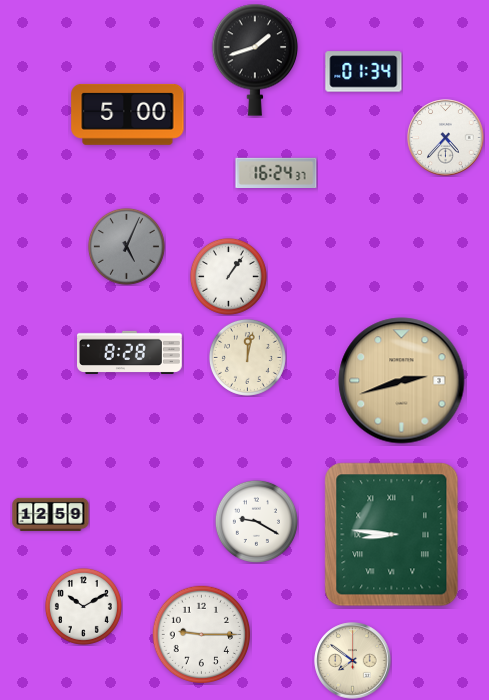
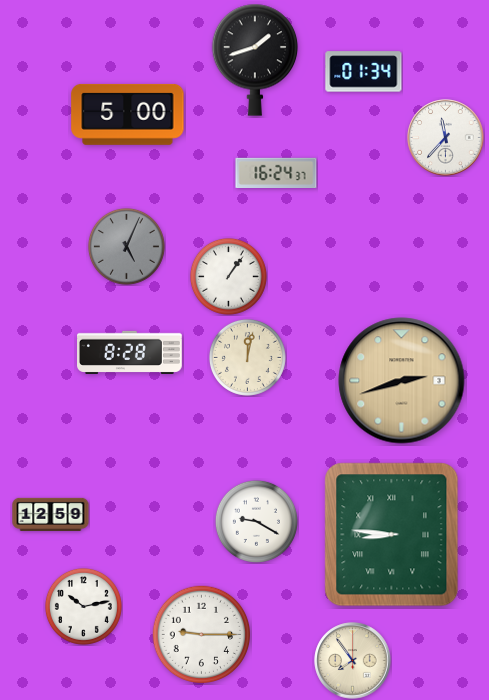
clock at (446, 138): 4:37 -> 11:37
clock at (83, 606): 10:10 -> 10:13
clock at (353, 661): 7:51 -> 7:54
